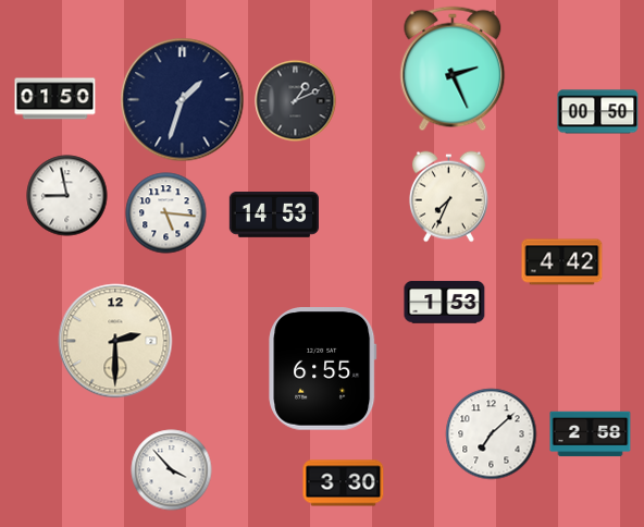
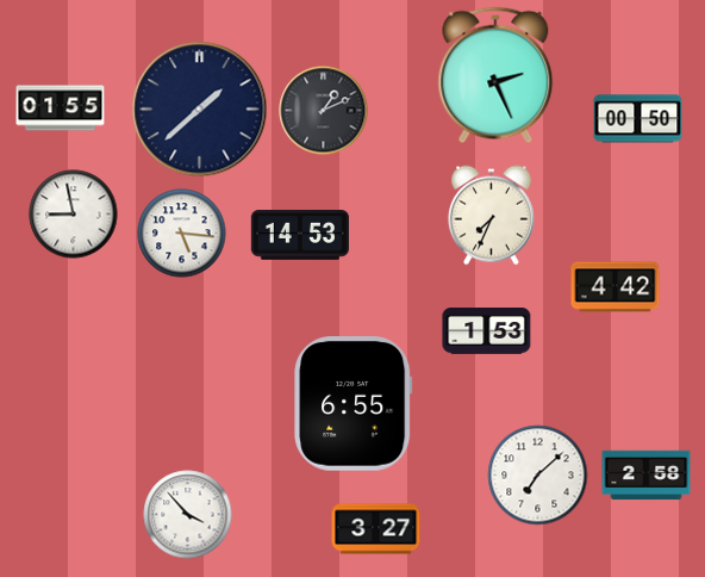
clock at (55, 99): 01:50 -> 01:55
clock at (183, 100): 1:33 -> 1:38
clock at (598, 112) position: (598, 112) -> (638, 119)
clock at (115, 341): 2:30 -> none
clock at (344, 483): 3:30 -> 3:27
